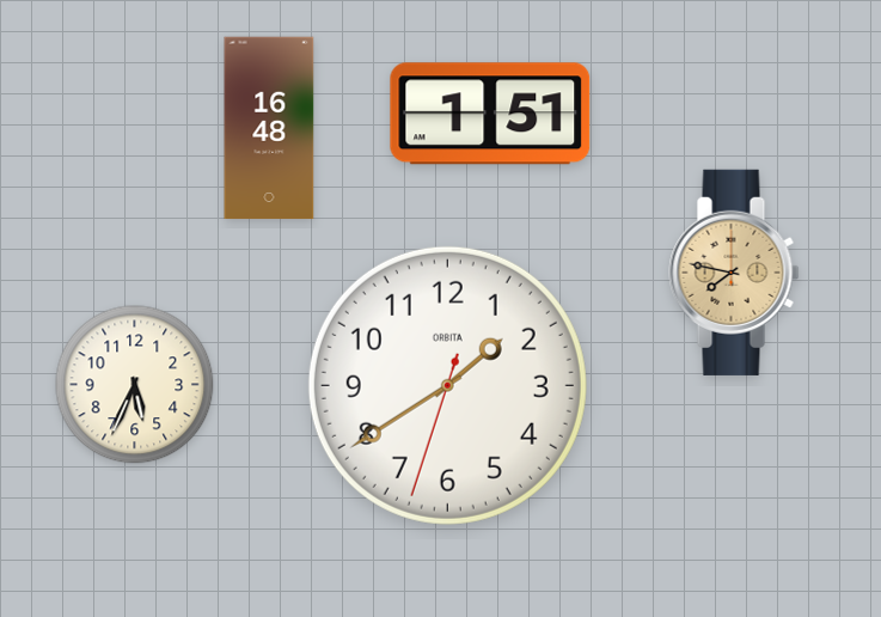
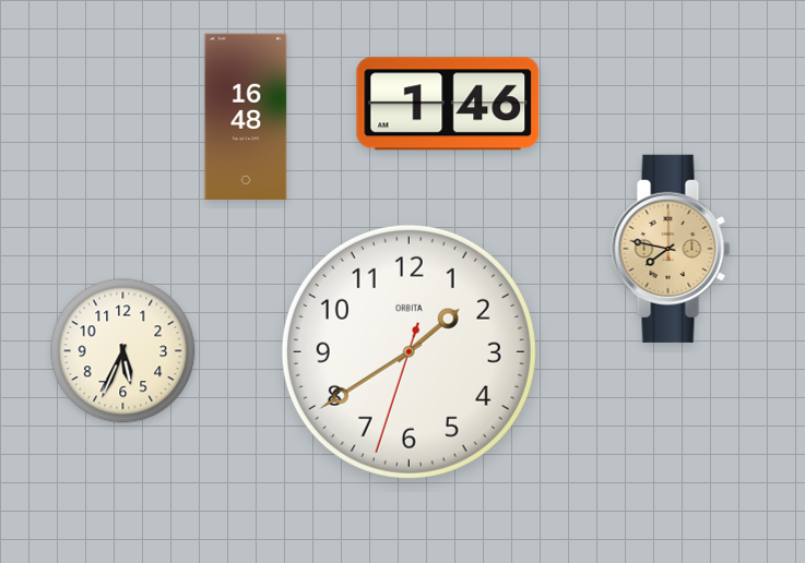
clock at (490, 114): 1:51 -> 1:46
